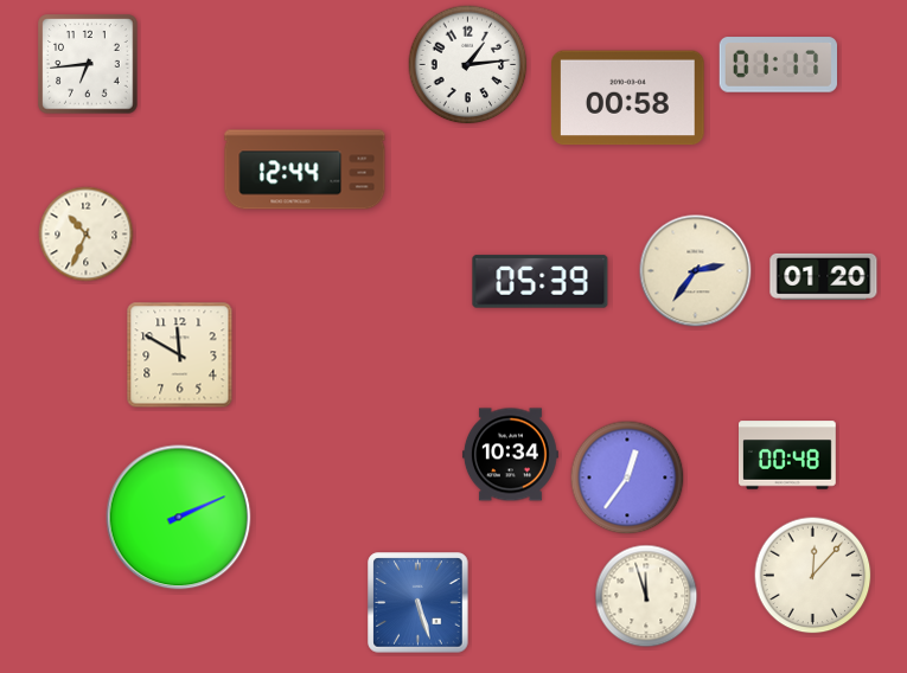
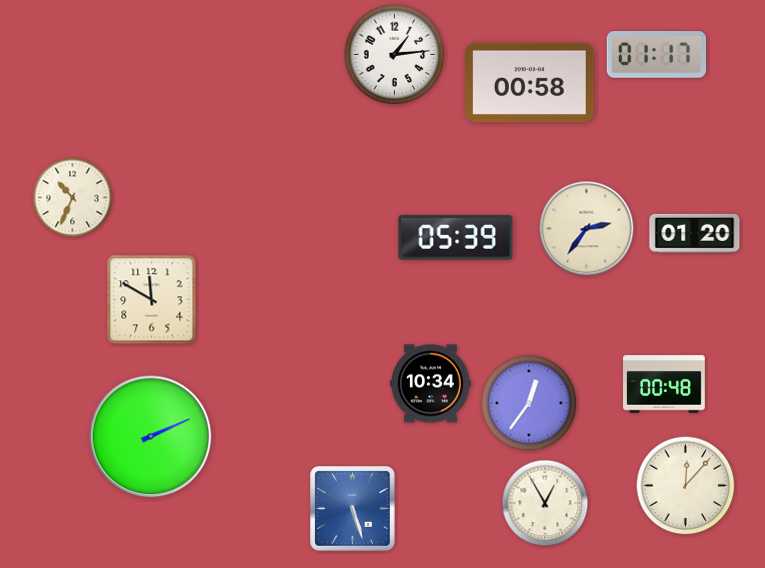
clock at (88, 64): 6:44 -> none
clock at (305, 169): 12:44 -> none
clock at (646, 596): 11:57 -> 12:55
